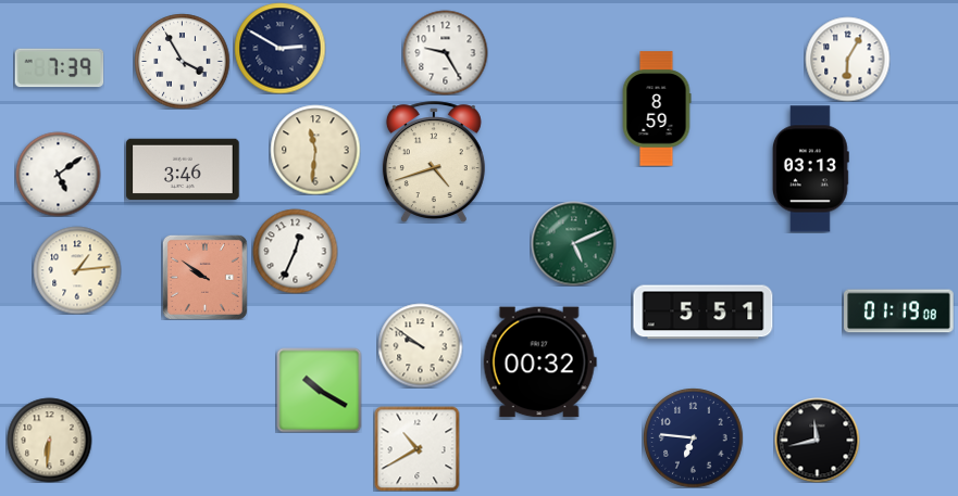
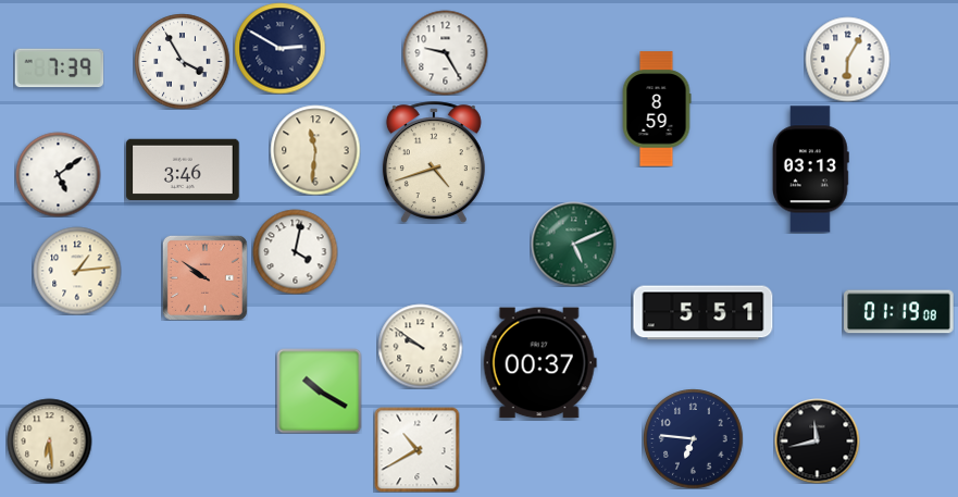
clock at (295, 251): 12:34 -> 4:02
clock at (539, 363): 00:32 -> 00:37
clock at (49, 440): 6:31 -> 6:29
